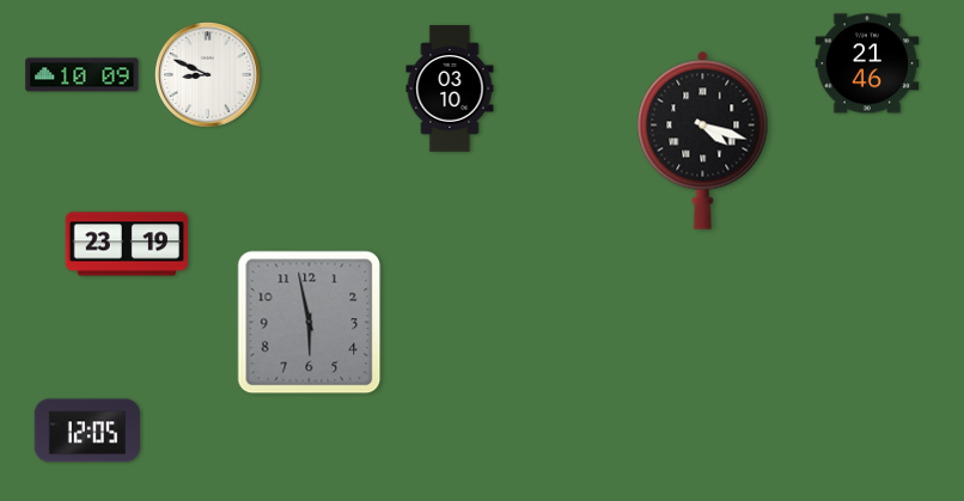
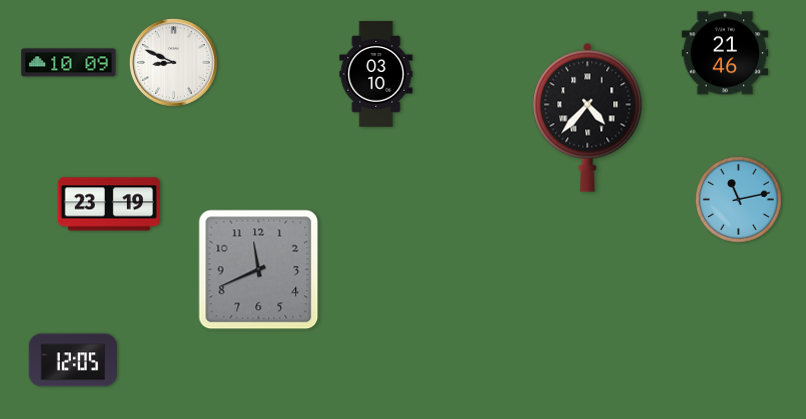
clock at (703, 140): 4:18 -> 4:37
clock at (738, 199): none -> 11:13
clock at (126, 244) position: (126, 244) -> (108, 204)
clock at (310, 323): 5:58 -> 11:41
